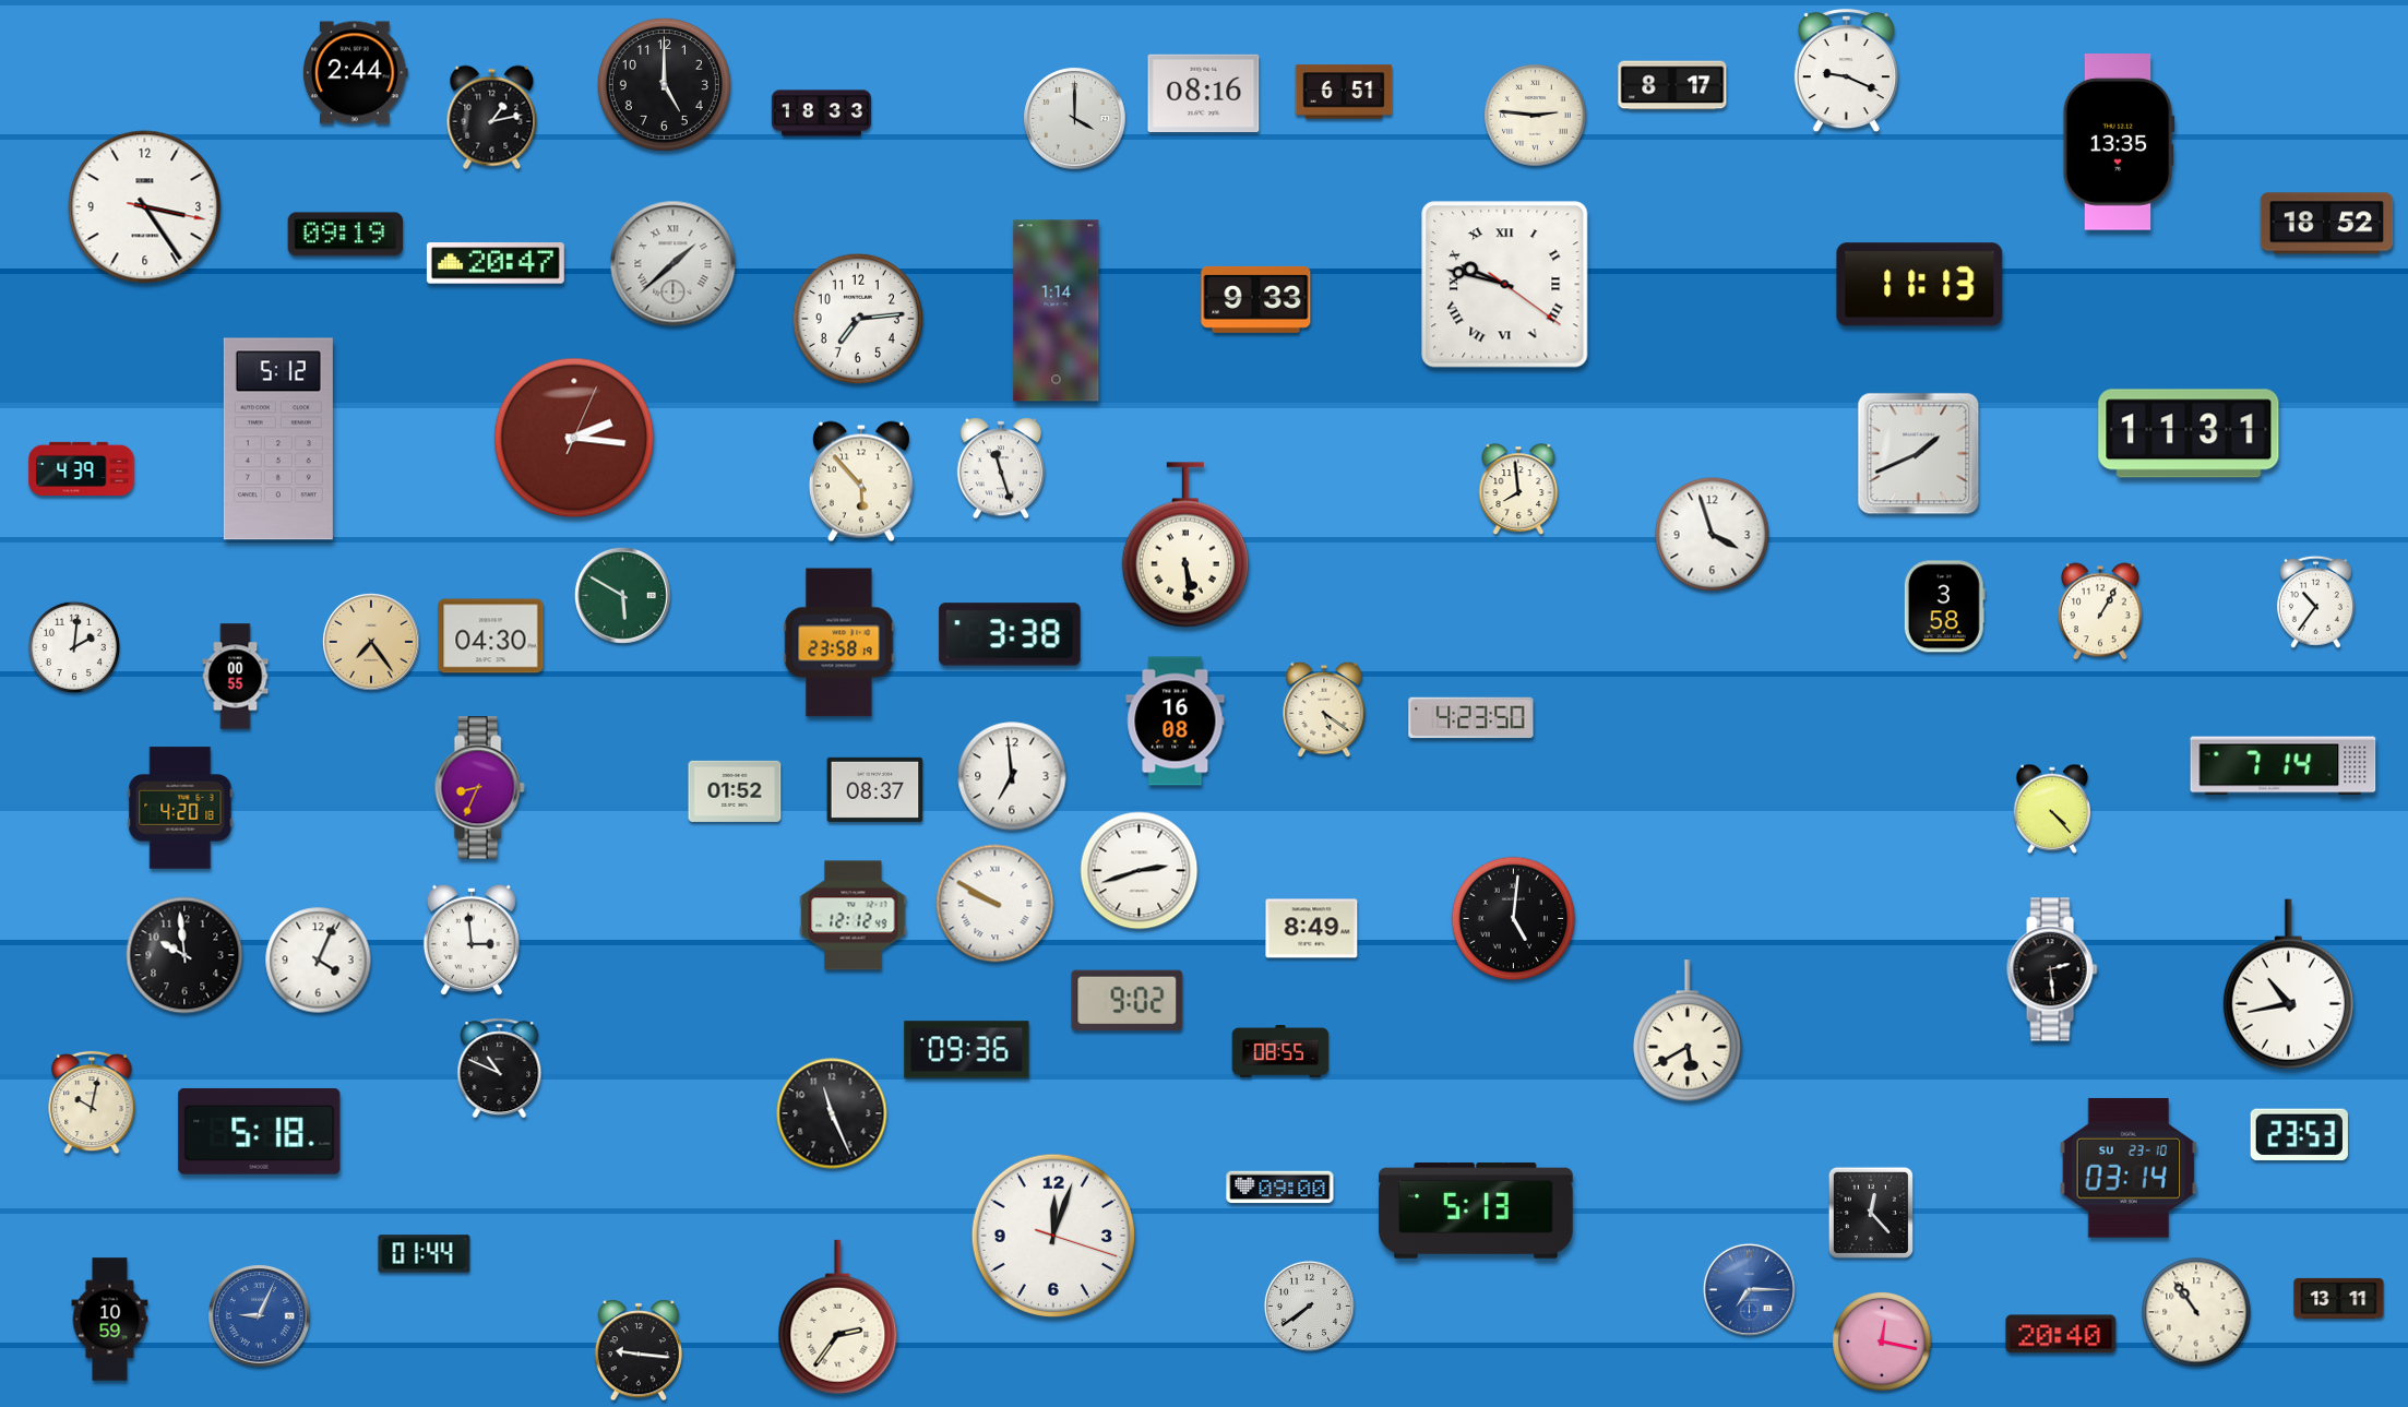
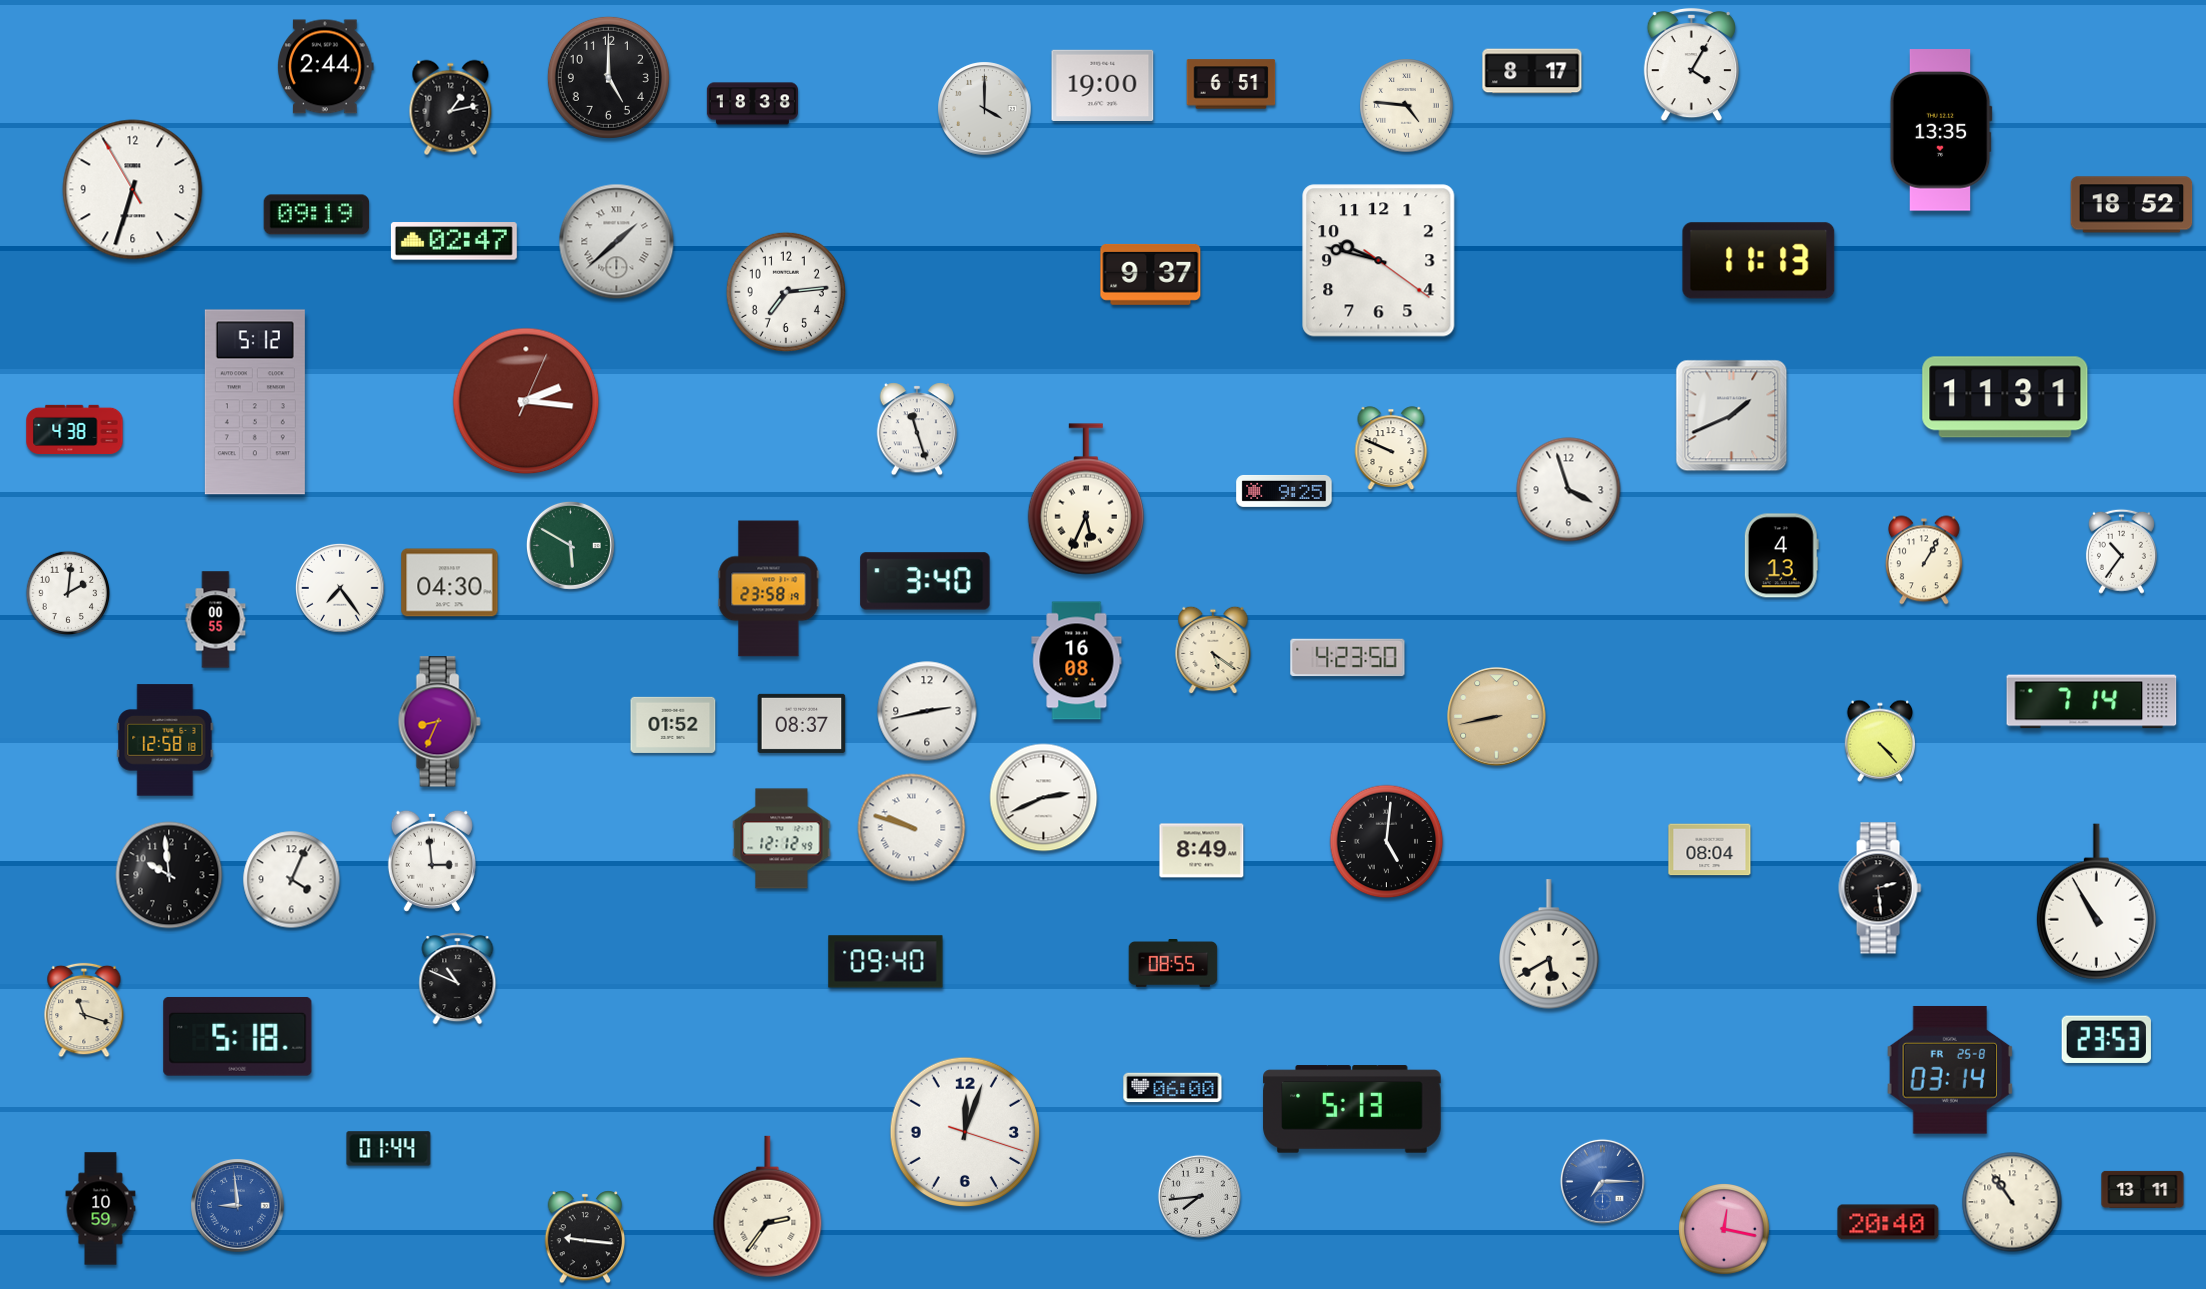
clock at (1846, 71): 9:19 -> 4:05
clock at (1672, 85) position: (1672, 85) -> (1532, 71)
clock at (1204, 93): 08:16 -> 19:00
clock at (821, 114): 18:33 -> 18:38
clock at (1536, 116): 2:46 -> 4:46
clock at (145, 207): 3:24 -> 6:32
clock at (496, 263): 20:47 -> 02:47
clock at (1505, 285) numerals: Roman -> Arabic
clock at (1256, 299): 9:33 -> 9:37
clock at (1057, 311): 1:14 -> none
clock at (1919, 454) position: (1919, 454) -> (1732, 416)
clock at (82, 468): 4:39 -> 4:38
clock at (861, 481): 5:53 -> none
clock at (1518, 489): 7:59 -> 9:49
clock at (1284, 491): none -> 9:25
clock at (1185, 545): 5:29 -> 5:34
clock at (1944, 607): 3:58 -> 4:13
clock at (1010, 634): 3:38 -> 3:40
clock at (371, 642) dial: champagne -> white
clock at (1012, 776): 6:59 -> 2:43
clock at (1497, 717): none -> 8:43
clock at (180, 808): 4:20 -> 12:58
clock at (1140, 871): 2:42 -> 2:41
clock at (996, 904): 9:50 -> 9:48
clock at (1710, 850): none -> 08:04
clock at (2288, 985): 10:43 -> 10:55
clock at (1128, 1000): 9:02 -> none
clock at (1688, 1030) position: (1688, 1030) -> (1549, 944)
clock at (967, 1050): 09:36 -> 09:40
clock at (92, 1102): 10:02 -> 11:18
clock at (832, 1113): 11:26 -> none
clock at (2129, 1168) date: SU 23-10 -> FR 25-8
clock at (1280, 1188): 09:00 -> 06:00
clock at (1871, 1213): 12:23 -> none
clock at (1309, 1305): 7:39 -> 7:44
clock at (260, 1316): 9:04 -> 8:59
